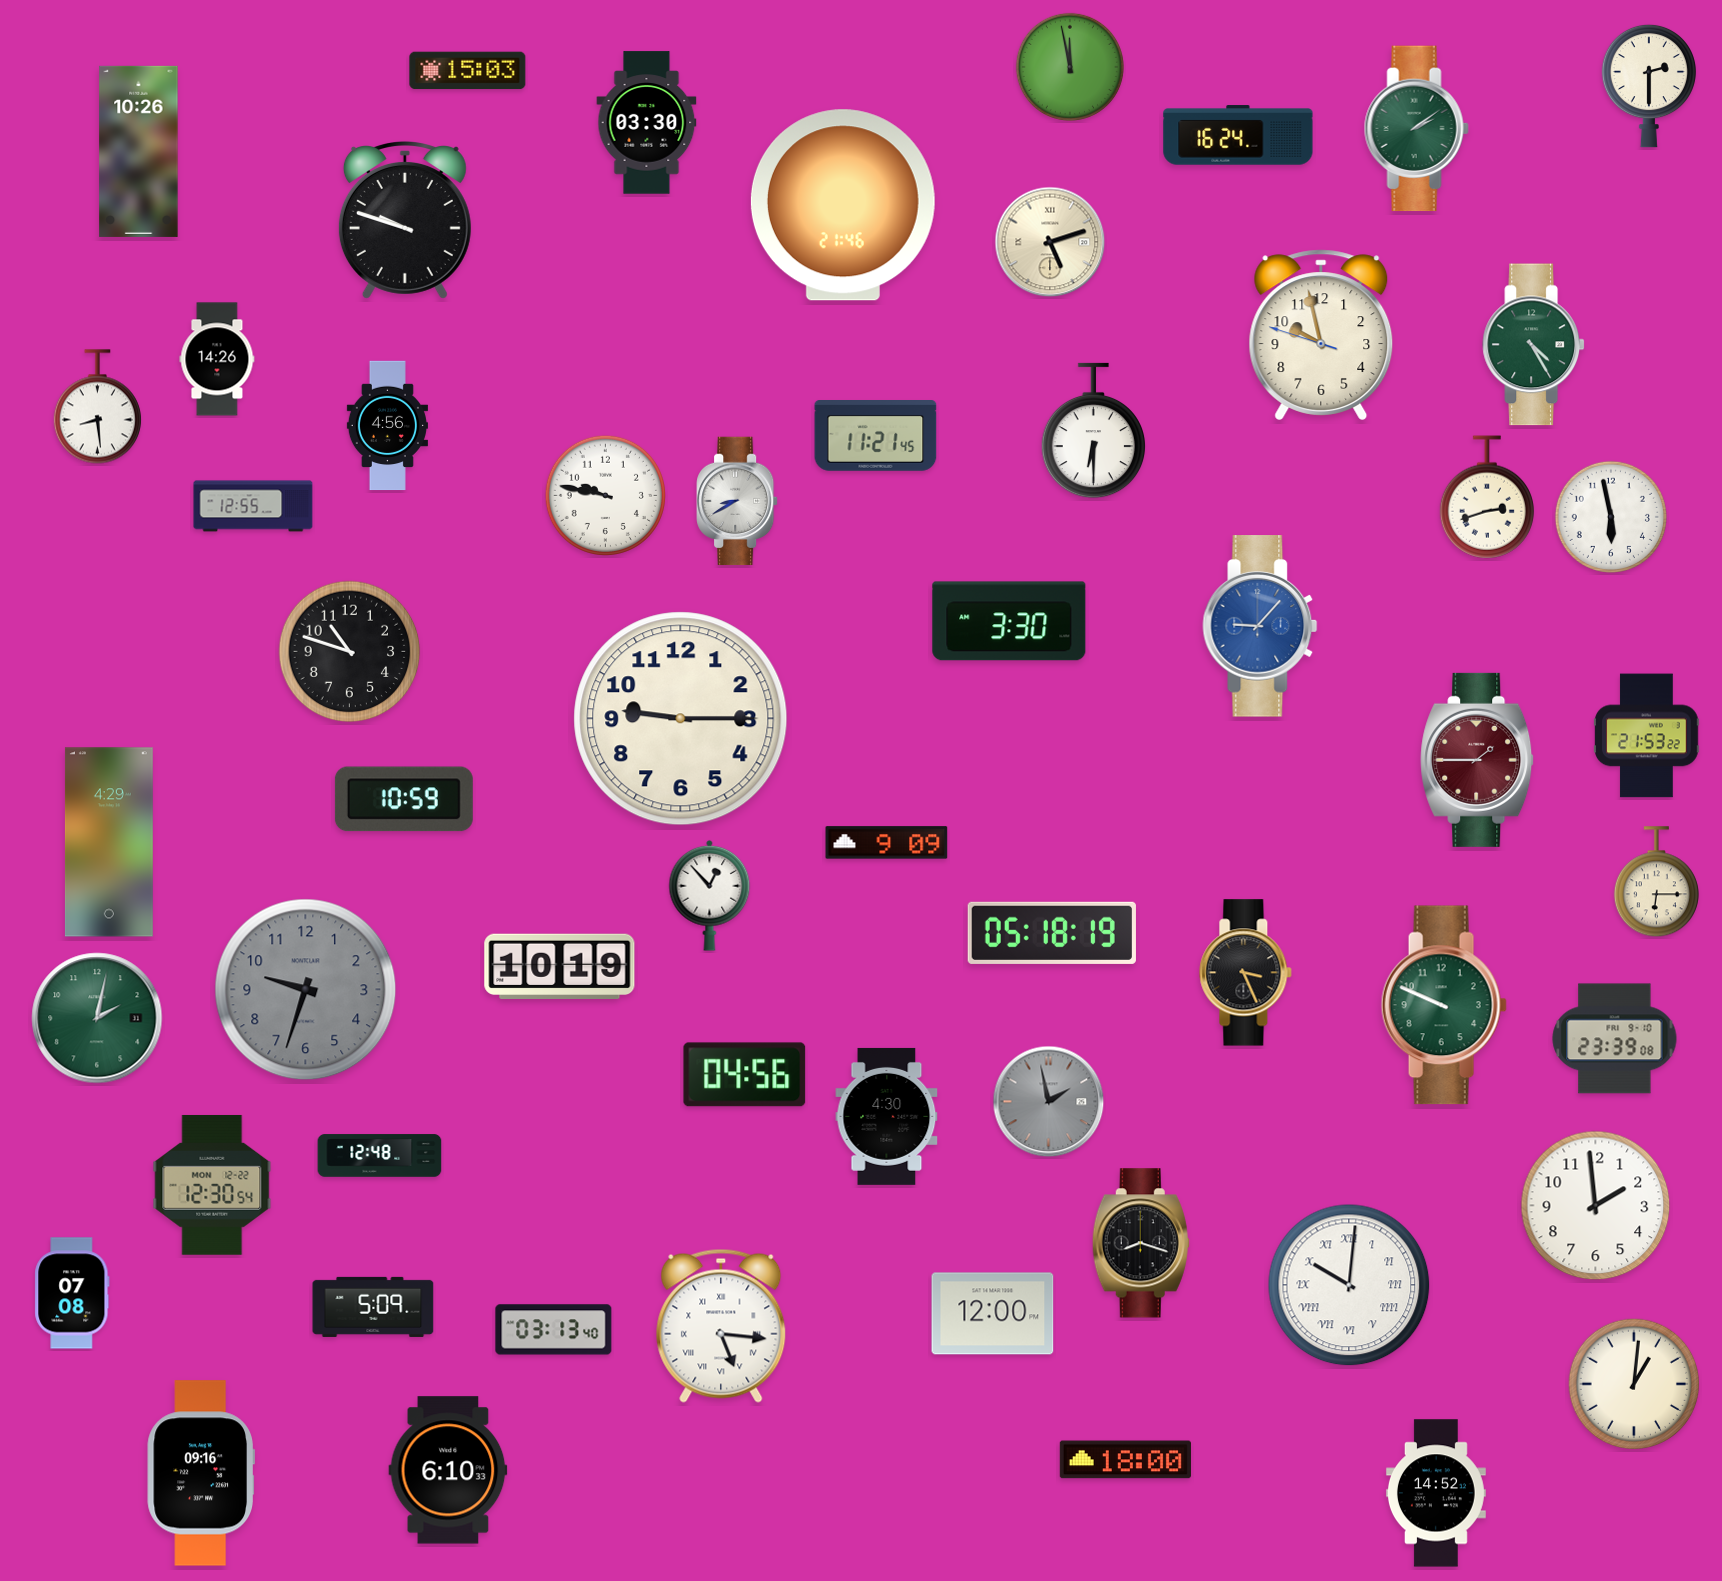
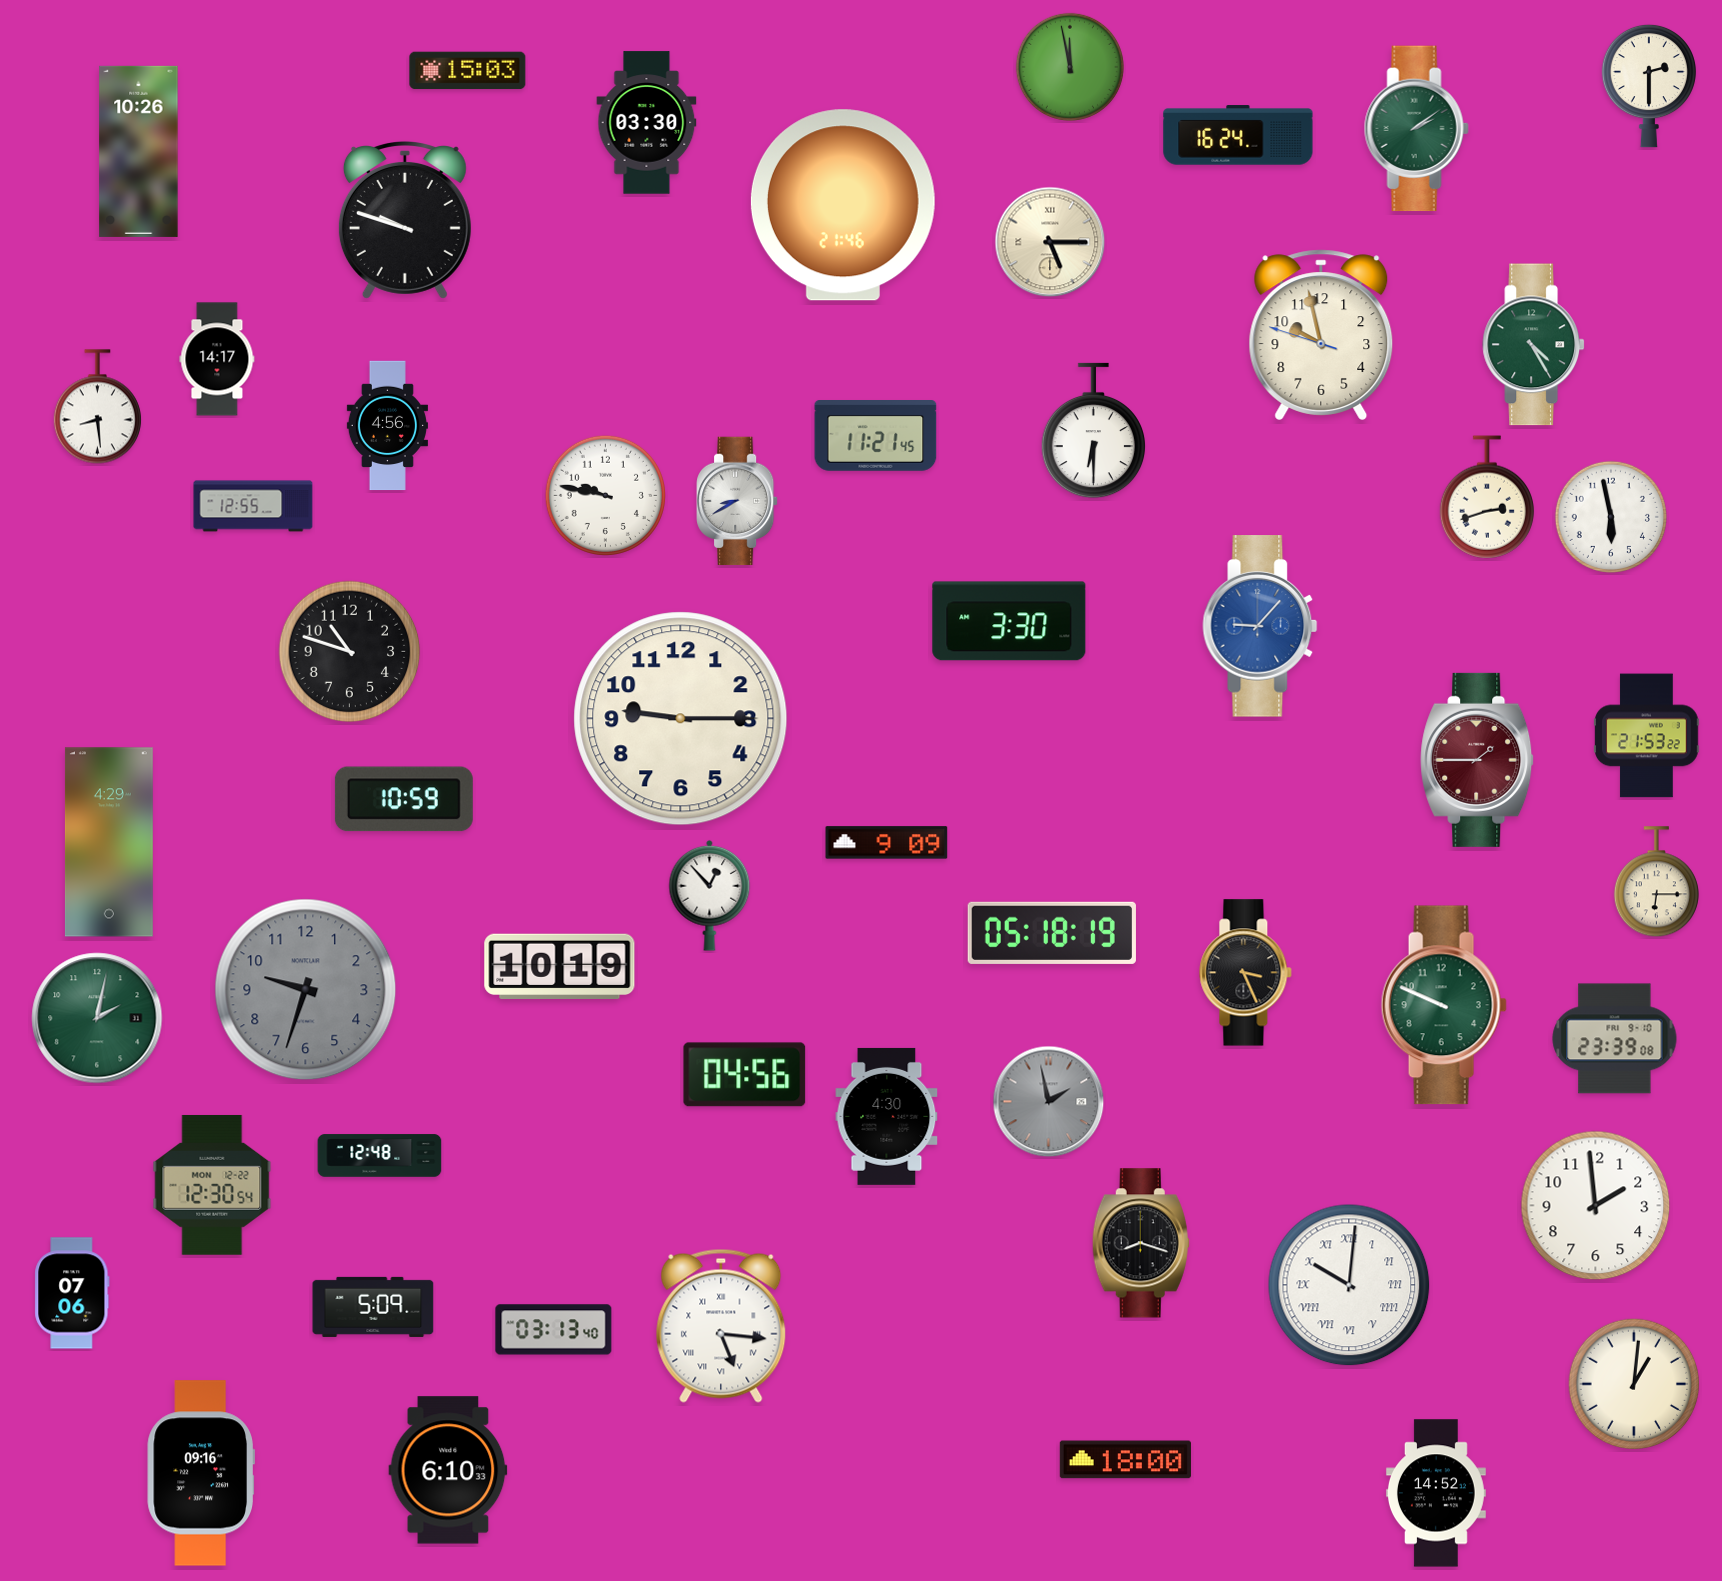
clock at (1050, 242): 5:12 -> 5:15
clock at (217, 359): 14:26 -> 14:17
clock at (72, 1293): 07:08 -> 07:06
clock at (993, 1314): 12:00 -> none
